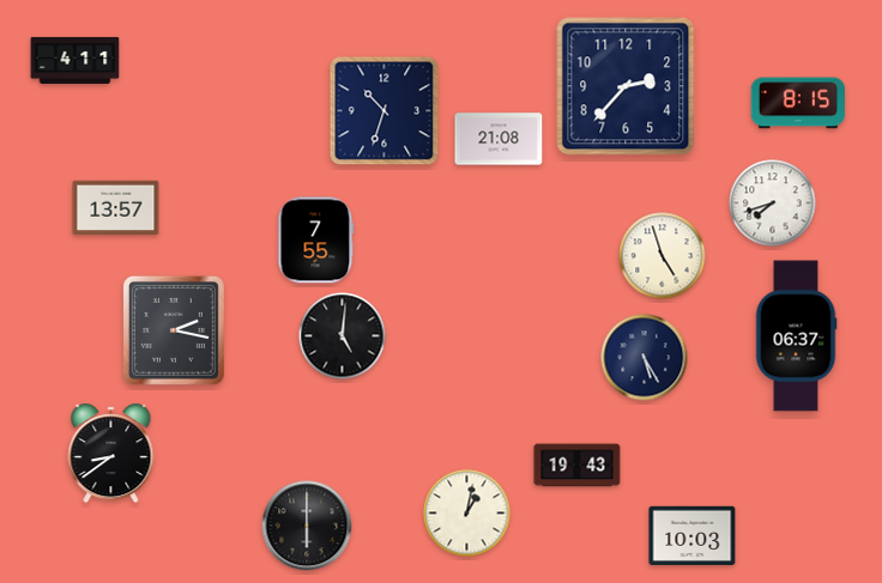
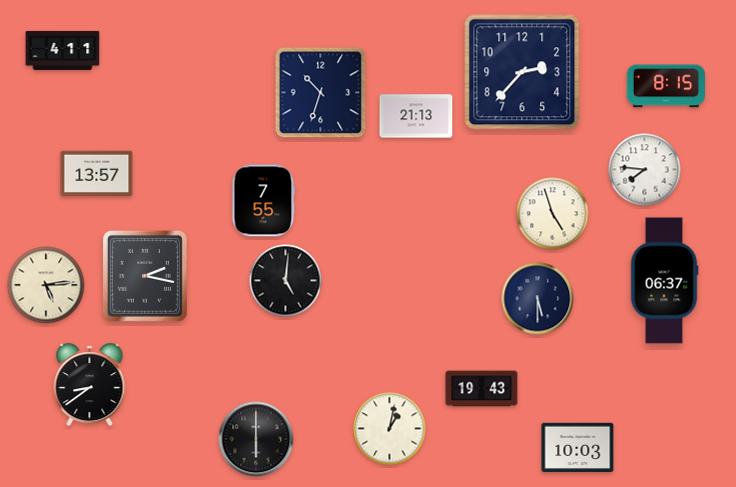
clock at (499, 139): 21:08 -> 21:13
clock at (773, 204): 7:42 -> 7:46
clock at (46, 285): none -> 5:14
clock at (645, 358): 5:25 -> 5:30
clock at (111, 454) position: (111, 454) -> (90, 385)
